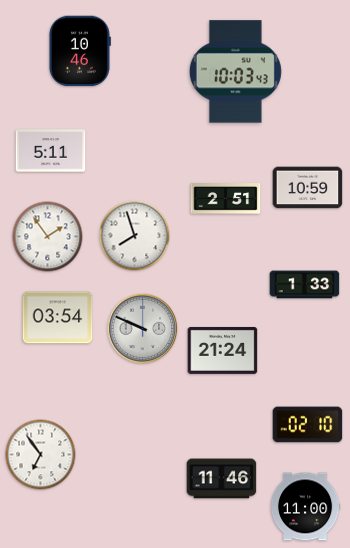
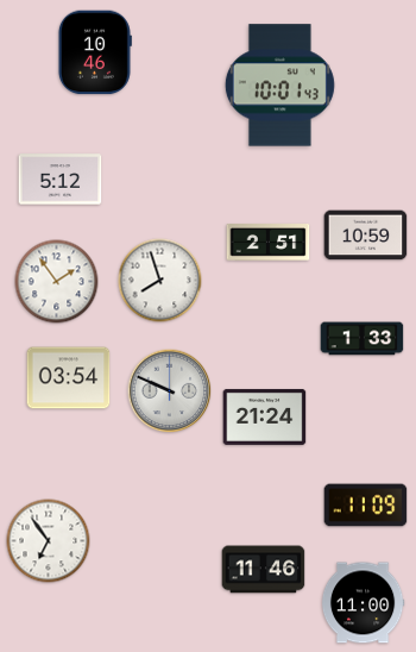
clock at (79, 51) position: (79, 51) -> (94, 52)
clock at (235, 72): 10:03 -> 10:01
clock at (51, 151): 5:11 -> 5:12
clock at (308, 188) position: (308, 188) -> (366, 236)
clock at (226, 199) position: (226, 199) -> (269, 243)
clock at (308, 425): 02:10 -> 11:09
